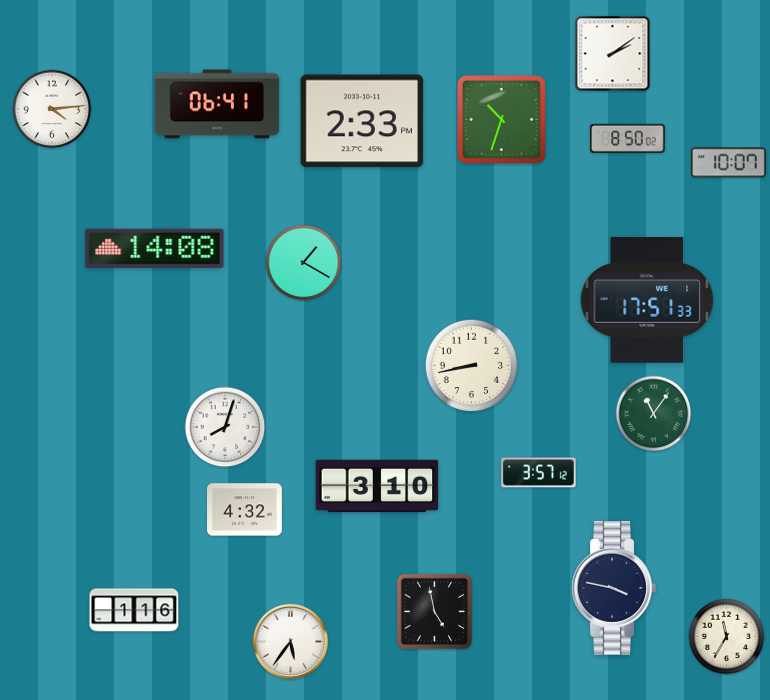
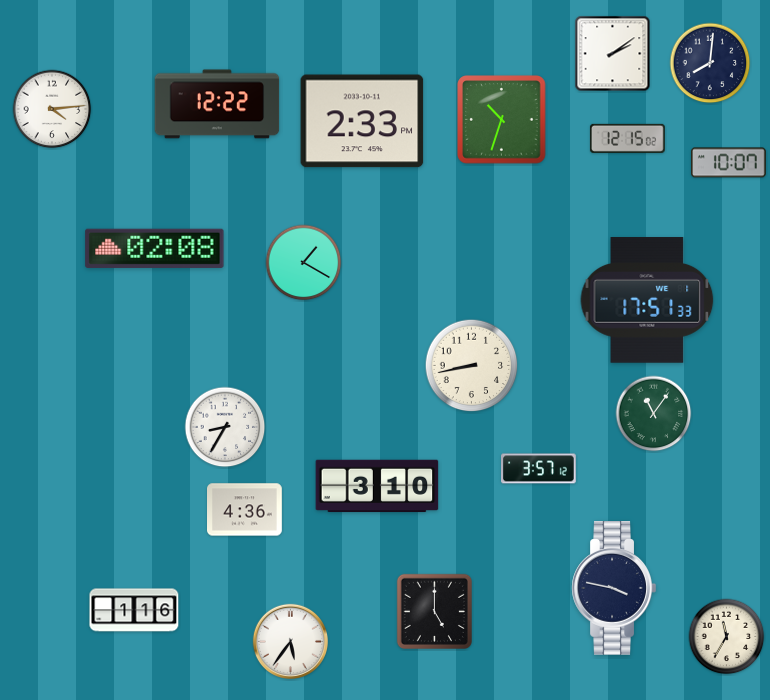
clock at (710, 63): none -> 8:01
clock at (217, 104): 06:41 -> 12:22
clock at (627, 138): 8:50 -> 12:15
clock at (155, 248): 14:08 -> 02:08
clock at (225, 427): 8:03 -> 8:35
clock at (539, 473) position: (539, 473) -> (539, 469)
clock at (245, 510): 4:32 -> 4:36
clock at (434, 611): 4:58 -> 5:00
